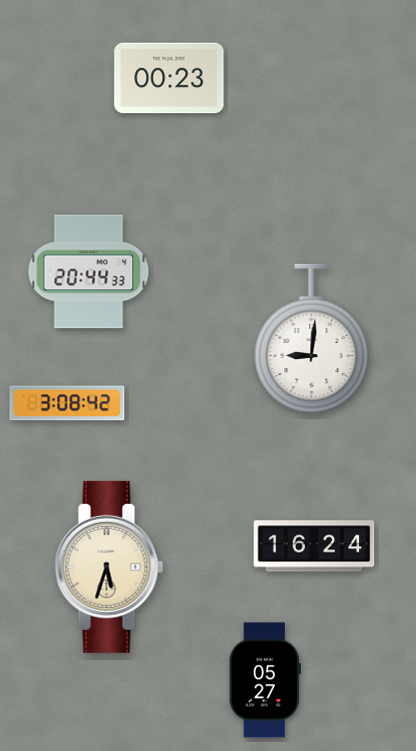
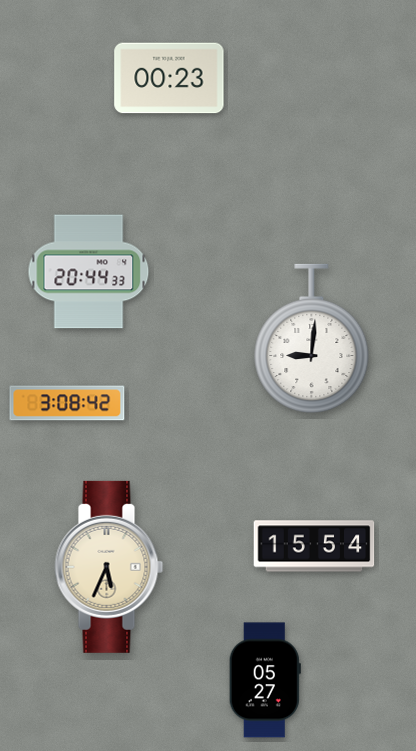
clock at (314, 546): 16:24 -> 15:54
clock at (109, 567): 5:33 -> 5:34
